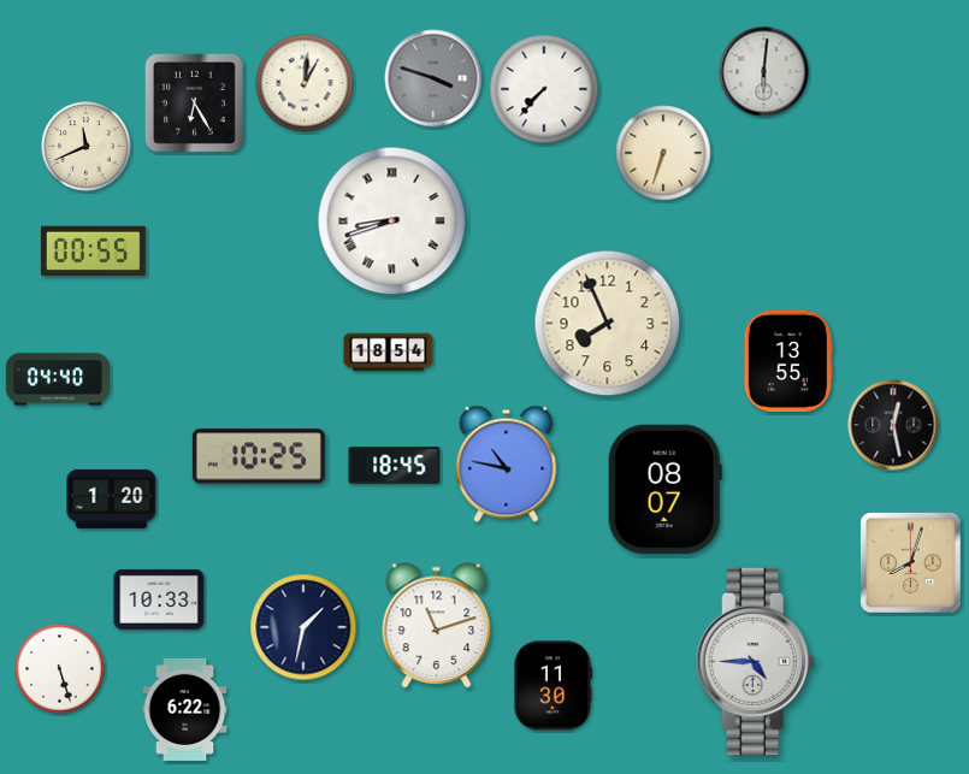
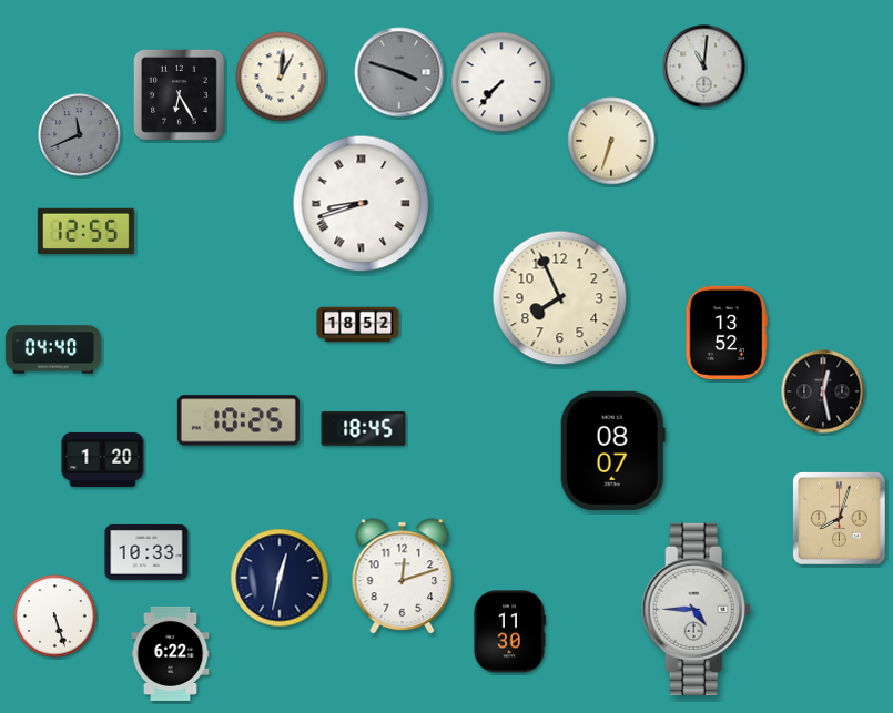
clock at (764, 72): 6:01 -> 11:01
clock at (87, 147) dial: cream -> grey
clock at (93, 252): 00:55 -> 12:55
clock at (389, 353): 18:54 -> 18:52
clock at (787, 361): 13:55 -> 13:52
clock at (507, 463): 10:47 -> none
clock at (437, 626): 11:12 -> 12:12
clock at (303, 627): 1:32 -> 12:32
